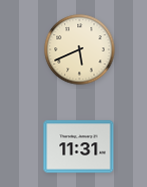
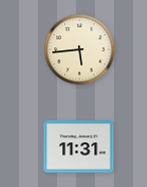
clock at (80, 50): 5:41 -> 5:44
